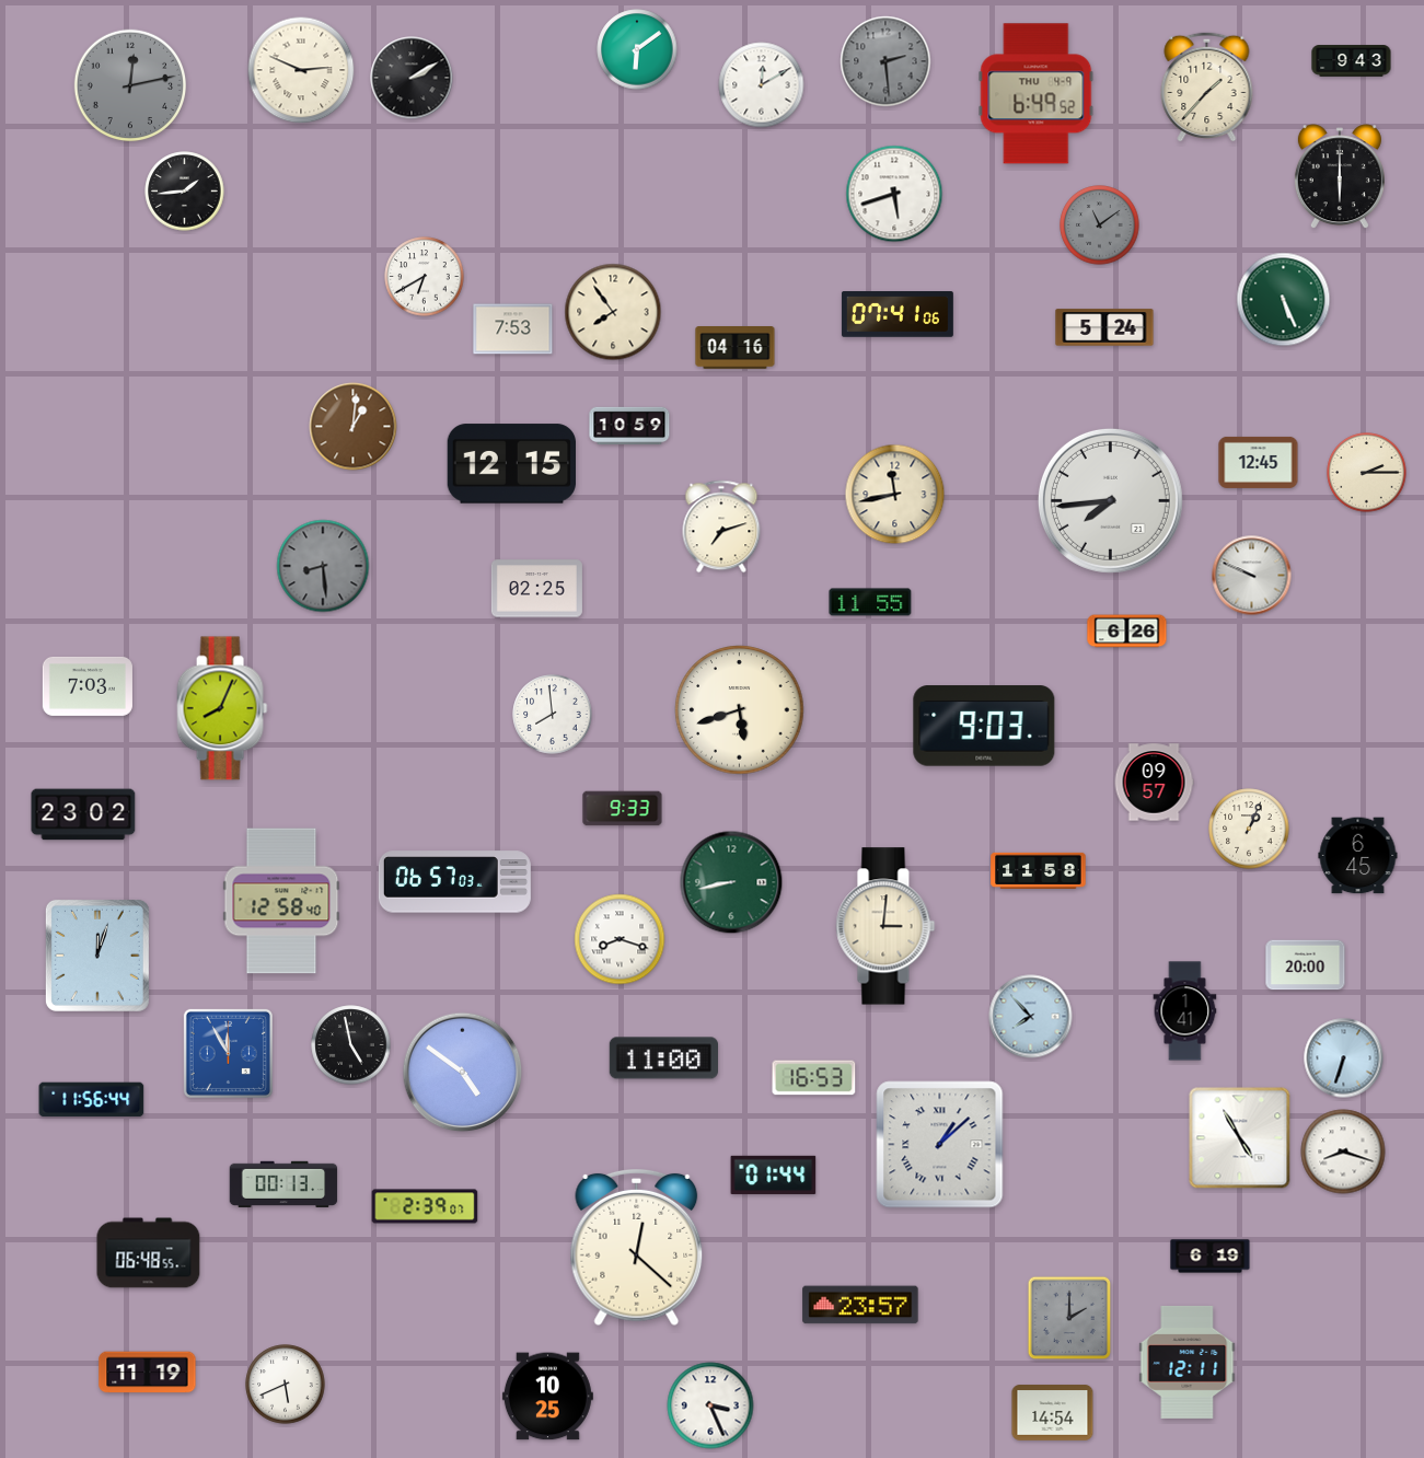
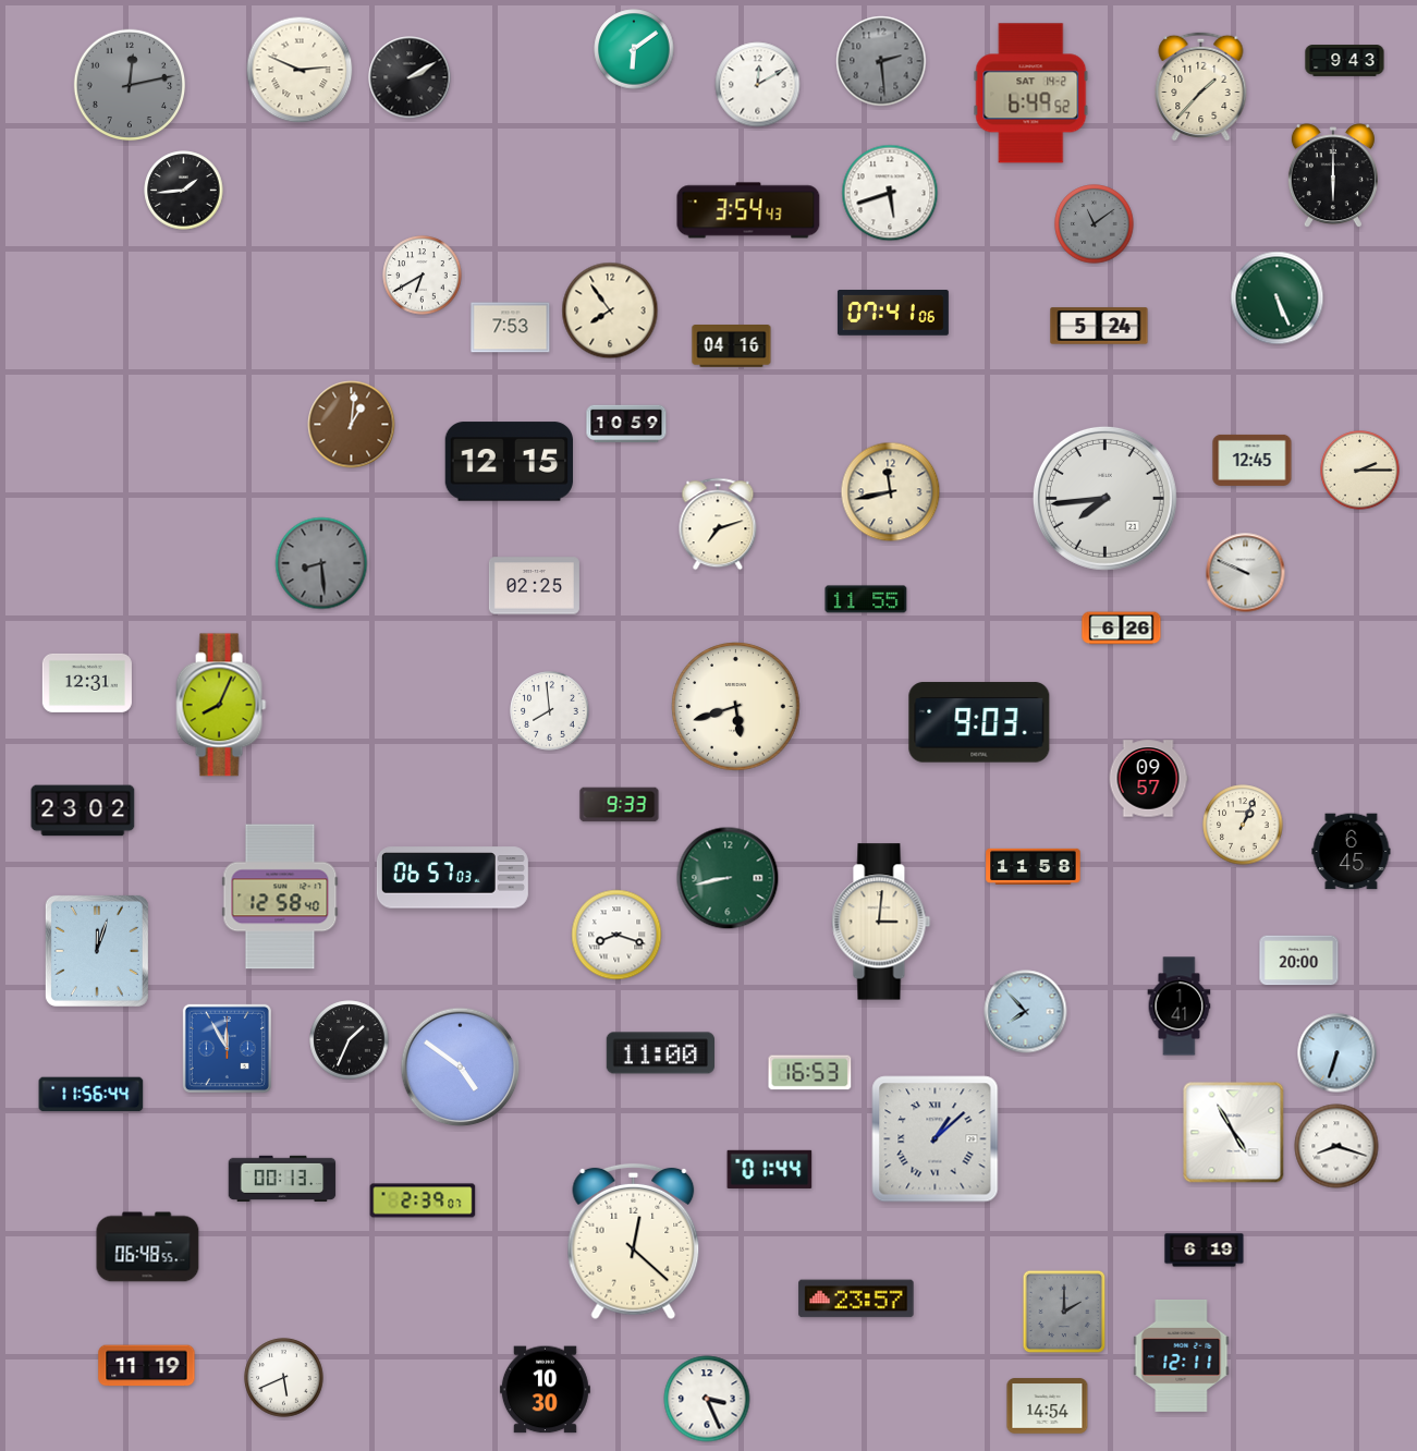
clock at (1037, 94) date: THU 4-9 -> SAT 14-2
clock at (748, 210): none -> 3:54
clock at (88, 686): 7:03 -> 12:31
clock at (351, 1045): 4:58 -> 1:34
clock at (547, 1397): 10:25 -> 10:30
